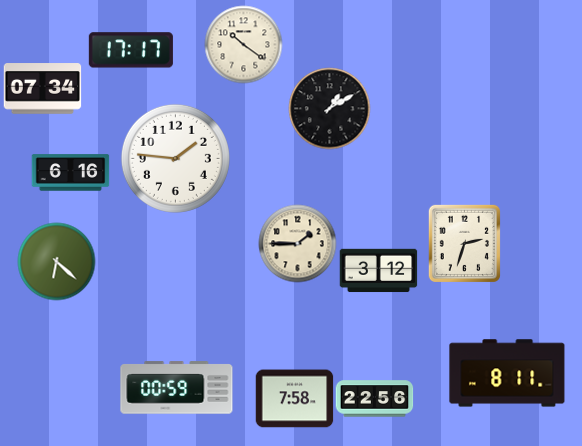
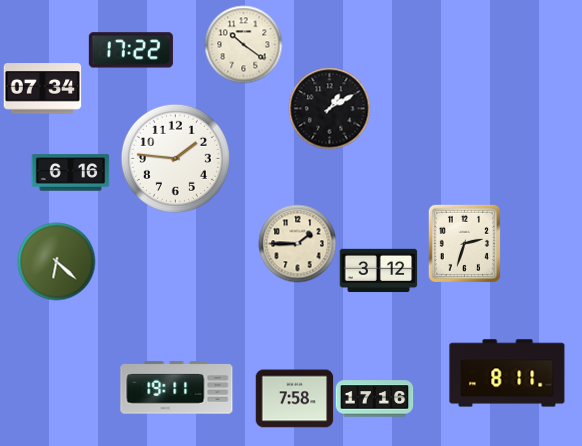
clock at (131, 50): 17:17 -> 17:22
clock at (177, 388): 00:59 -> 19:11
clock at (374, 399): 22:56 -> 17:16
